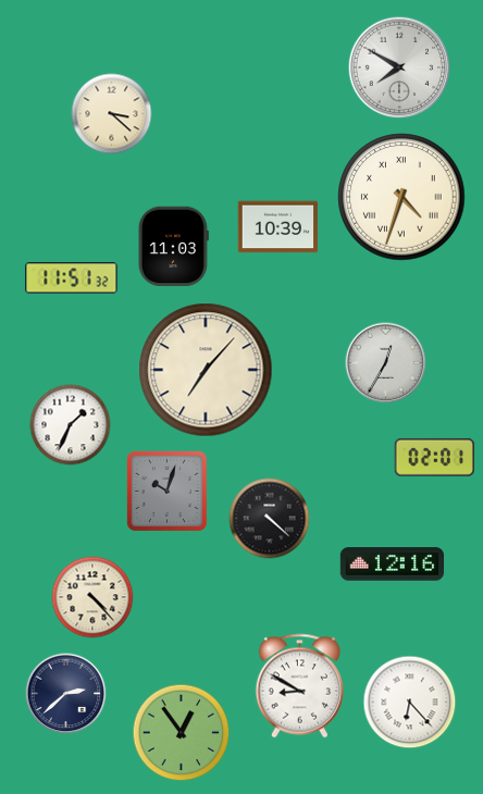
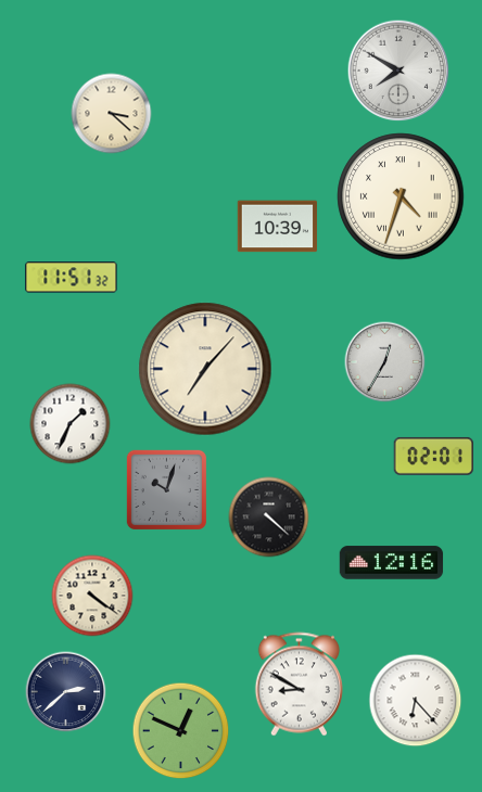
clock at (399, 67) position: (399, 67) -> (398, 71)
clock at (173, 247): 11:03 -> none
clock at (92, 597): 4:23 -> 4:21
clock at (410, 703) position: (410, 703) -> (416, 701)
clock at (182, 733): 12:54 -> 12:49
